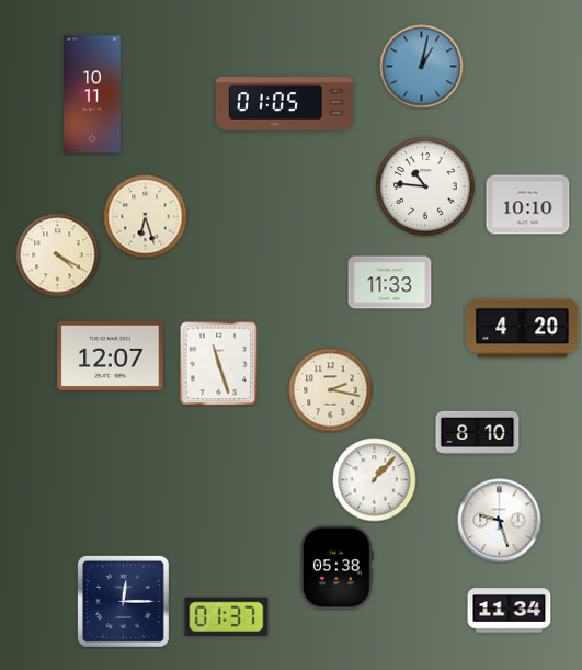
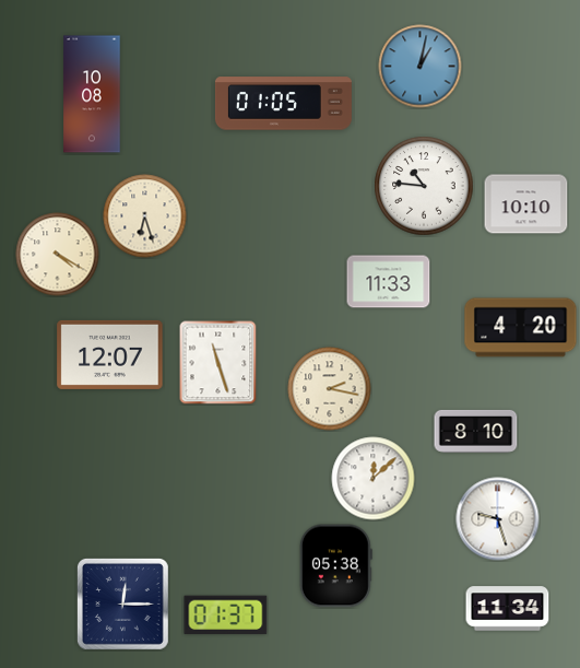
clock at (92, 94): 10:11 -> 10:08
clock at (375, 480): 1:07 -> 12:08
clock at (123, 601) position: (123, 601) -> (122, 603)
